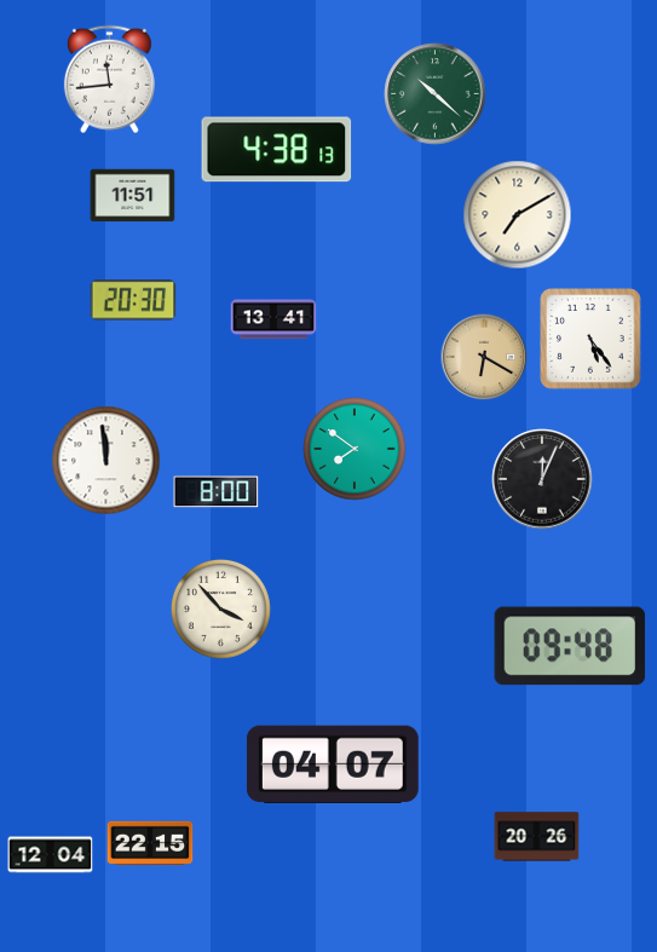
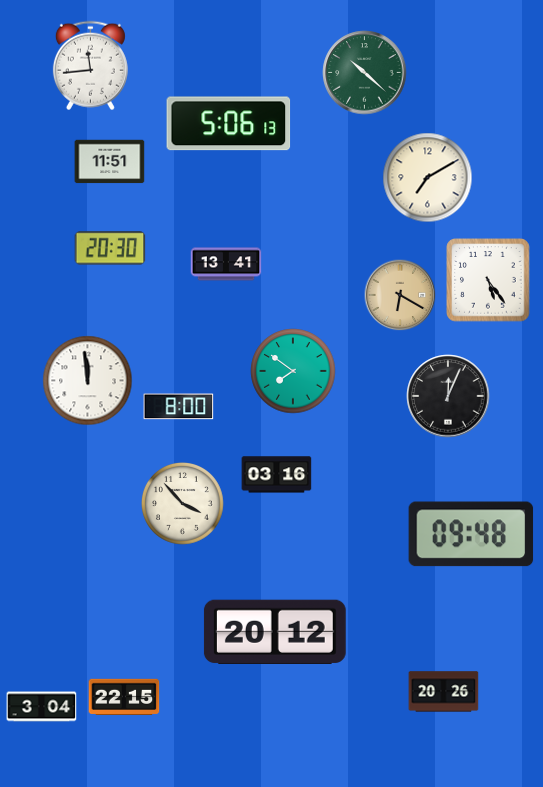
clock at (436, 94) position: (436, 94) -> (365, 73)
clock at (277, 150): 4:38 -> 5:06
clock at (277, 475): none -> 03:16
clock at (333, 765): 04:07 -> 20:12
clock at (51, 855): 12:04 -> 3:04
